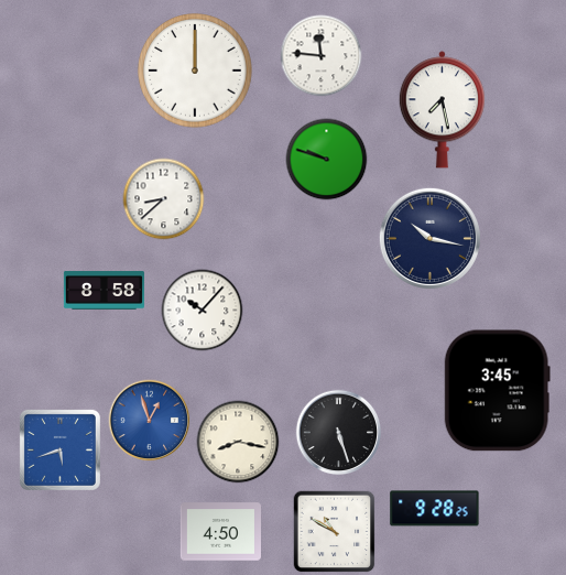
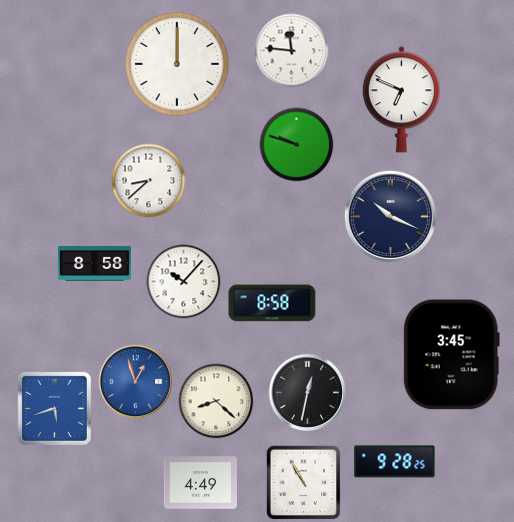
clock at (442, 110): 7:28 -> 6:49
clock at (429, 238): 10:17 -> 10:19
clock at (272, 303): none -> 8:58
clock at (339, 433): 5:27 -> 12:32
clock at (238, 442): 8:17 -> 8:22
clock at (220, 532): 4:50 -> 4:49
clock at (335, 532): 10:50 -> 10:55
